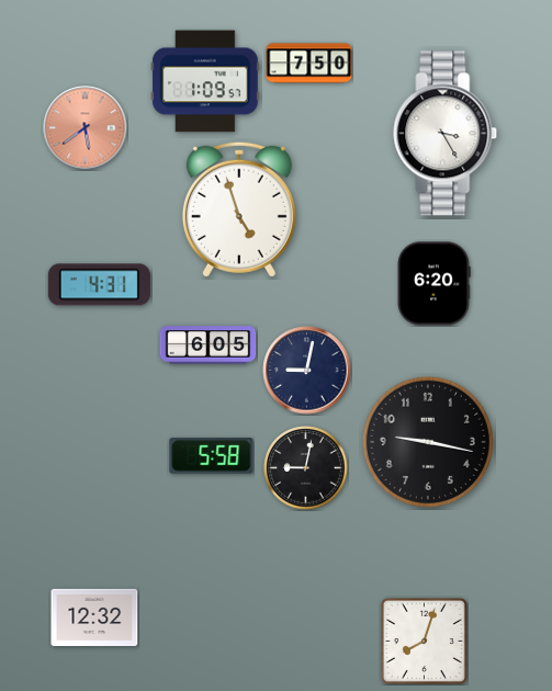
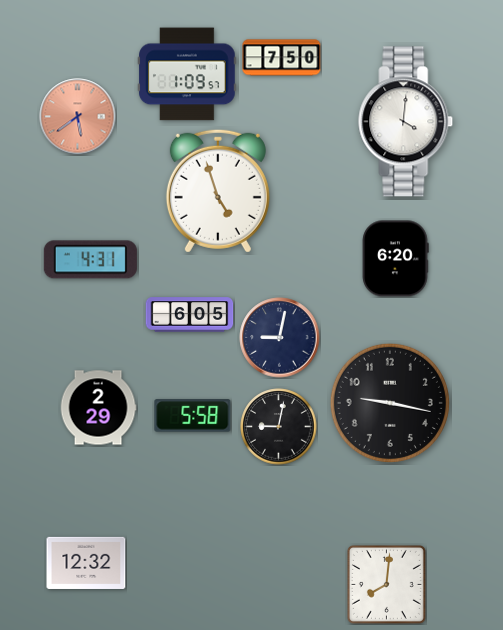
clock at (446, 134): 3:25 -> 4:01
clock at (98, 408): none -> 2:29
clock at (424, 641): 8:03 -> 8:01
